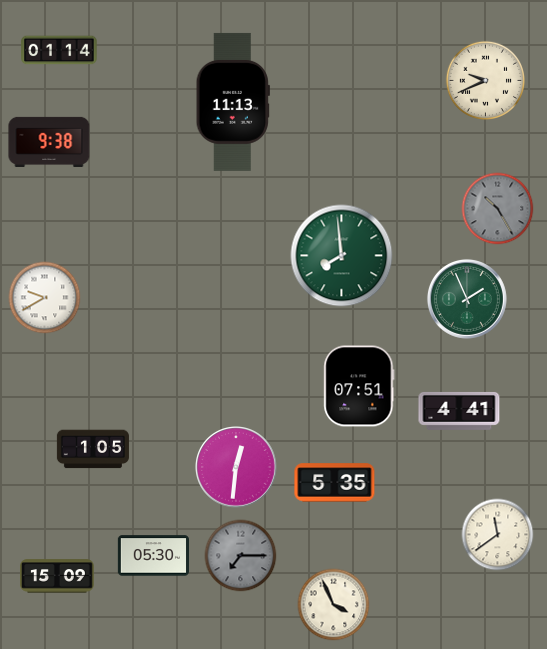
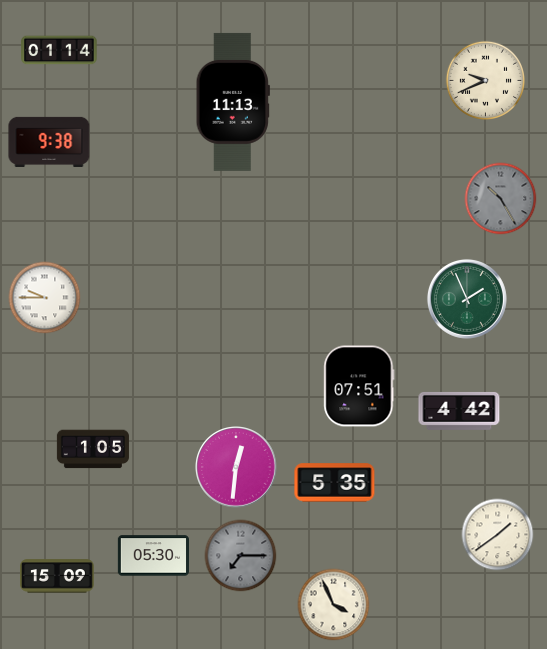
clock at (498, 209) position: (498, 209) -> (501, 199)
clock at (342, 256): 7:59 -> none
clock at (45, 298): 9:40 -> 9:45
clock at (459, 411): 4:41 -> 4:42
clock at (498, 535): 11:39 -> 1:39
